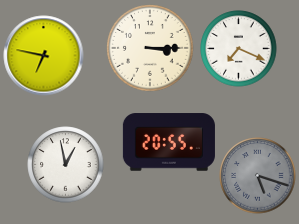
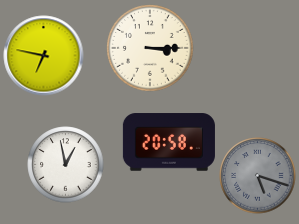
clock at (239, 49): 7:19 -> none
clock at (169, 142): 20:55 -> 20:58
